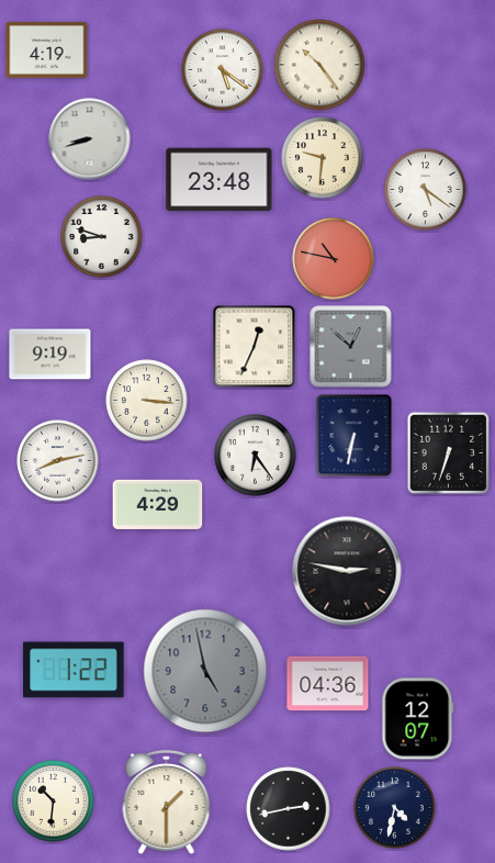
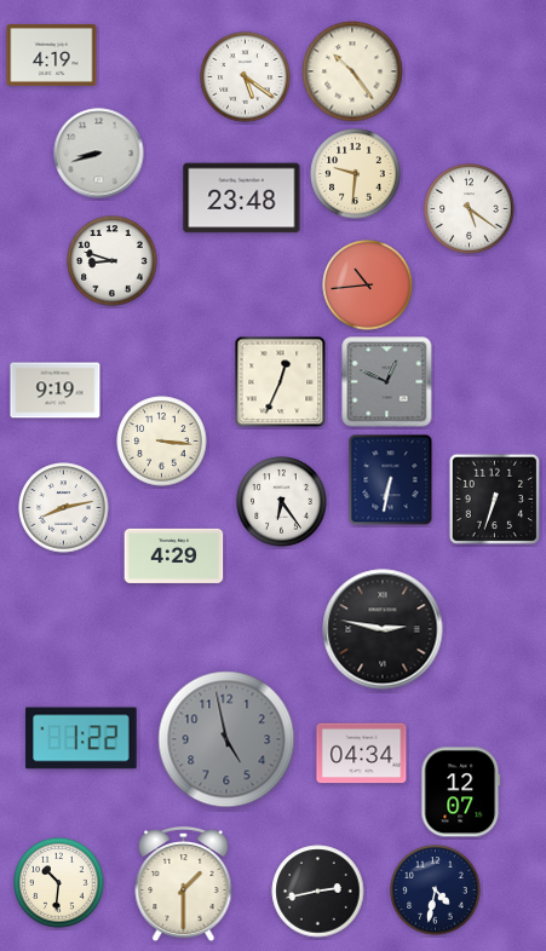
clock at (334, 259): 10:47 -> 10:44
clock at (351, 347): 12:52 -> 12:49
clock at (328, 684): 04:36 -> 04:34
